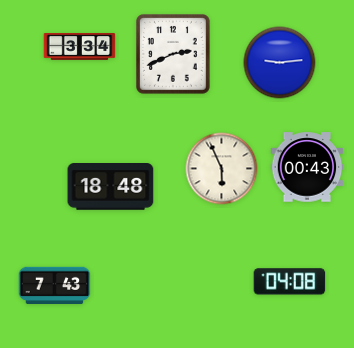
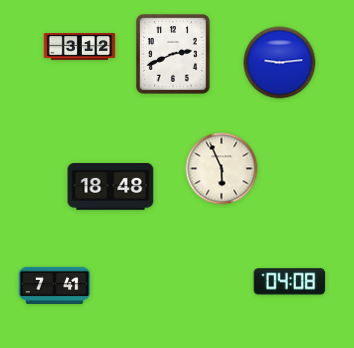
clock at (80, 47): 3:34 -> 3:12
clock at (307, 167): 00:43 -> none
clock at (55, 286): 7:43 -> 7:41
